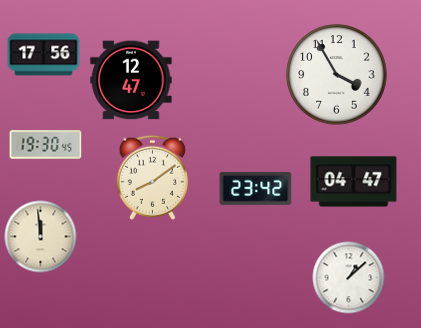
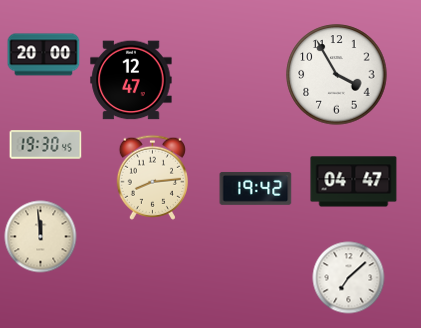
clock at (44, 55): 17:56 -> 20:00
clock at (152, 177): 8:09 -> 8:14
clock at (256, 188): 23:42 -> 19:42
clock at (349, 278): 1:08 -> 7:08
